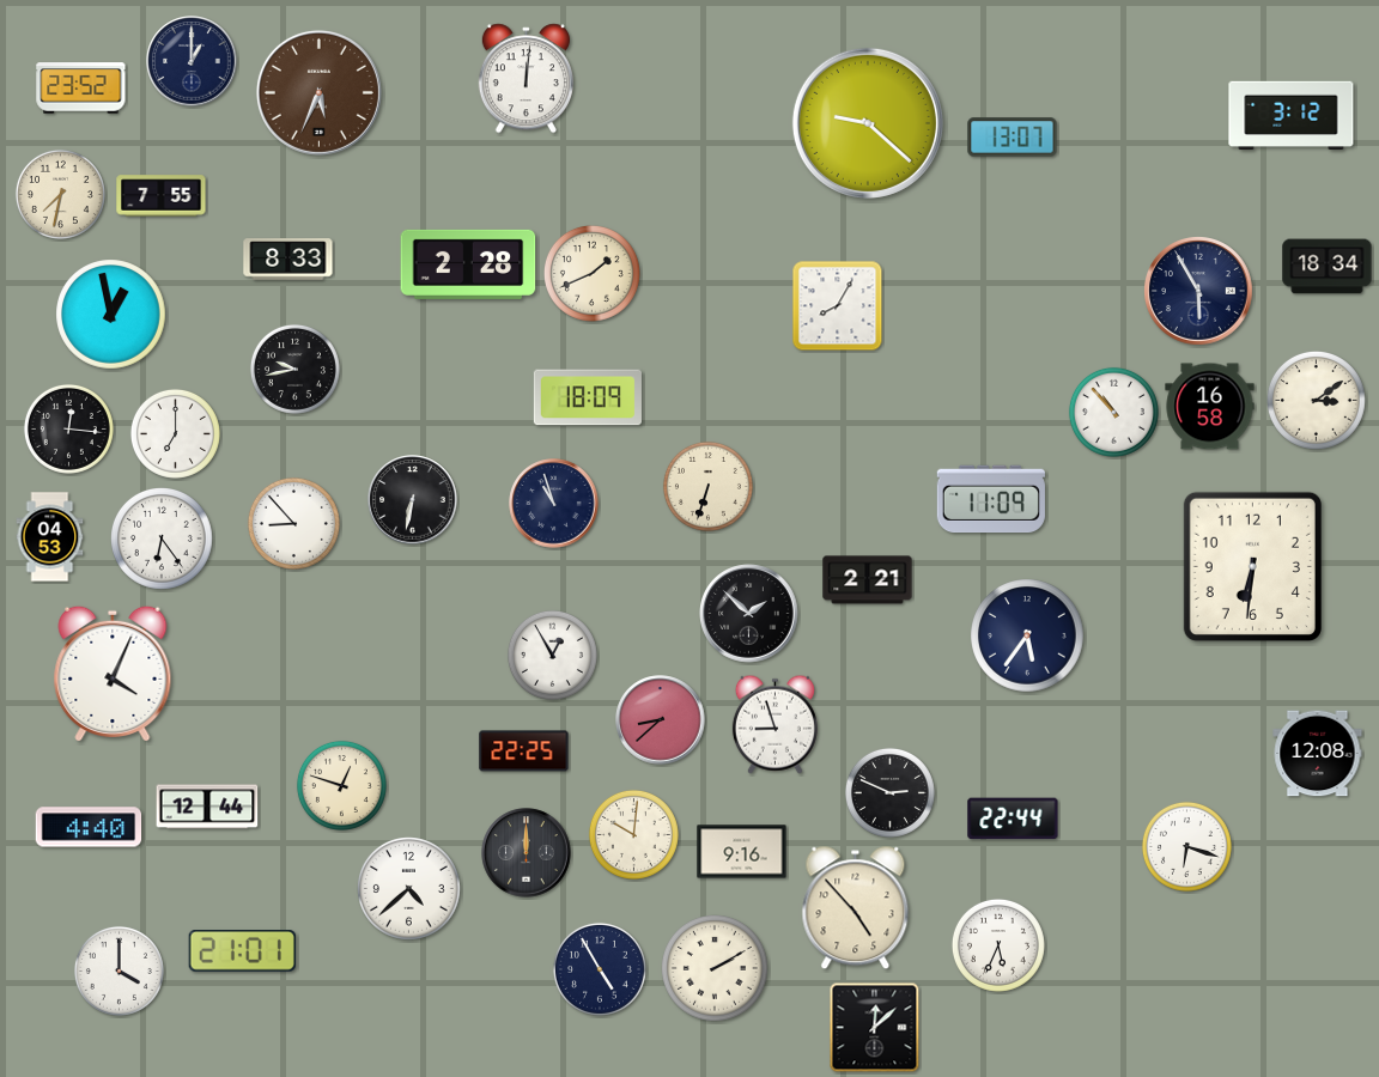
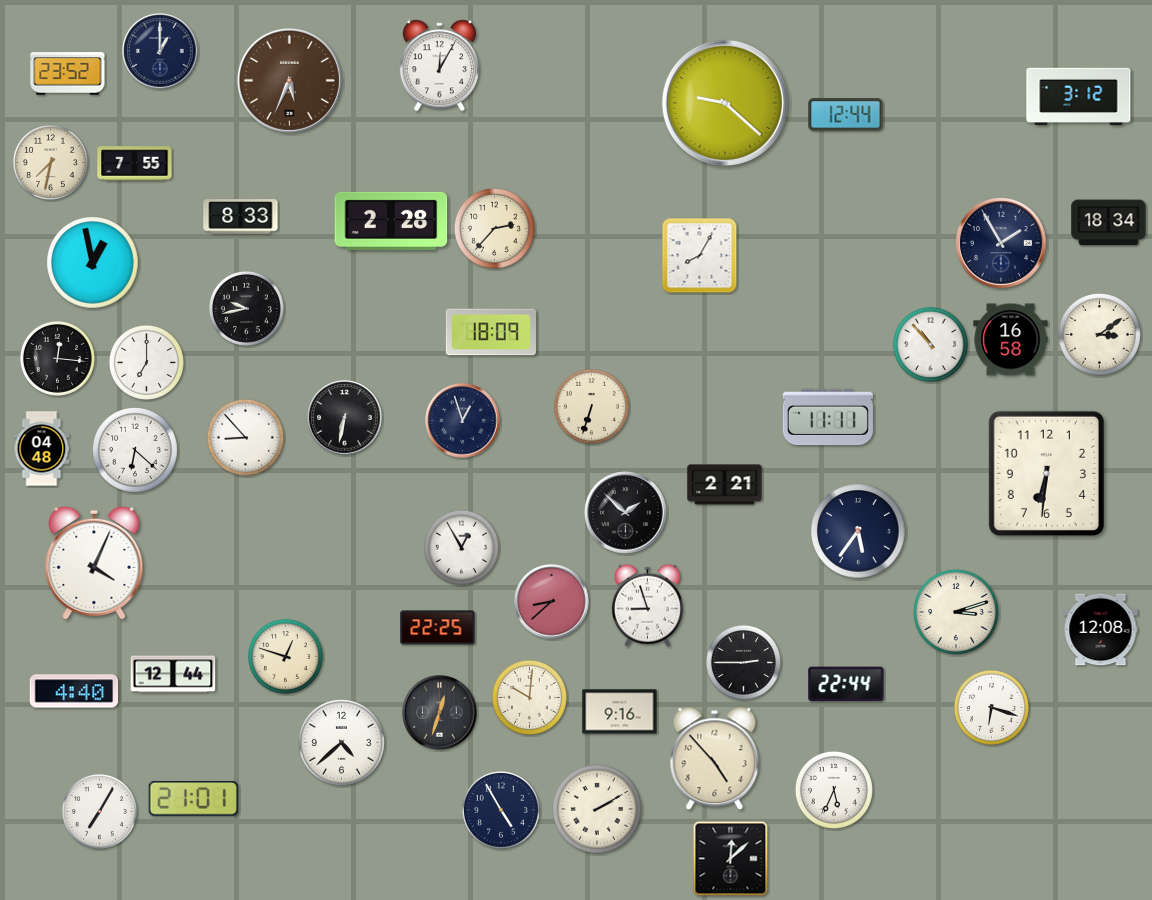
clock at (526, 79): 12:01 -> 12:05
clock at (318, 92) position: (318, 92) -> (289, 80)
clock at (1013, 138): 13:07 -> 12:44
clock at (591, 273): 1:41 -> 2:37
clock at (1199, 292): 5:55 -> 1:55
clock at (991, 499): 11:09 -> 11:11
clock at (554, 504): 10:57 -> 12:57
clock at (50, 537): 04:53 -> 04:48
clock at (163, 540): 6:24 -> 6:22
clock at (957, 613): none -> 3:12
clock at (889, 792): 2:49 -> 2:45
clock at (527, 853): 12:00 -> 12:33
clock at (242, 951) position: (242, 951) -> (193, 799)
clock at (119, 970): 4:00 -> 7:05
